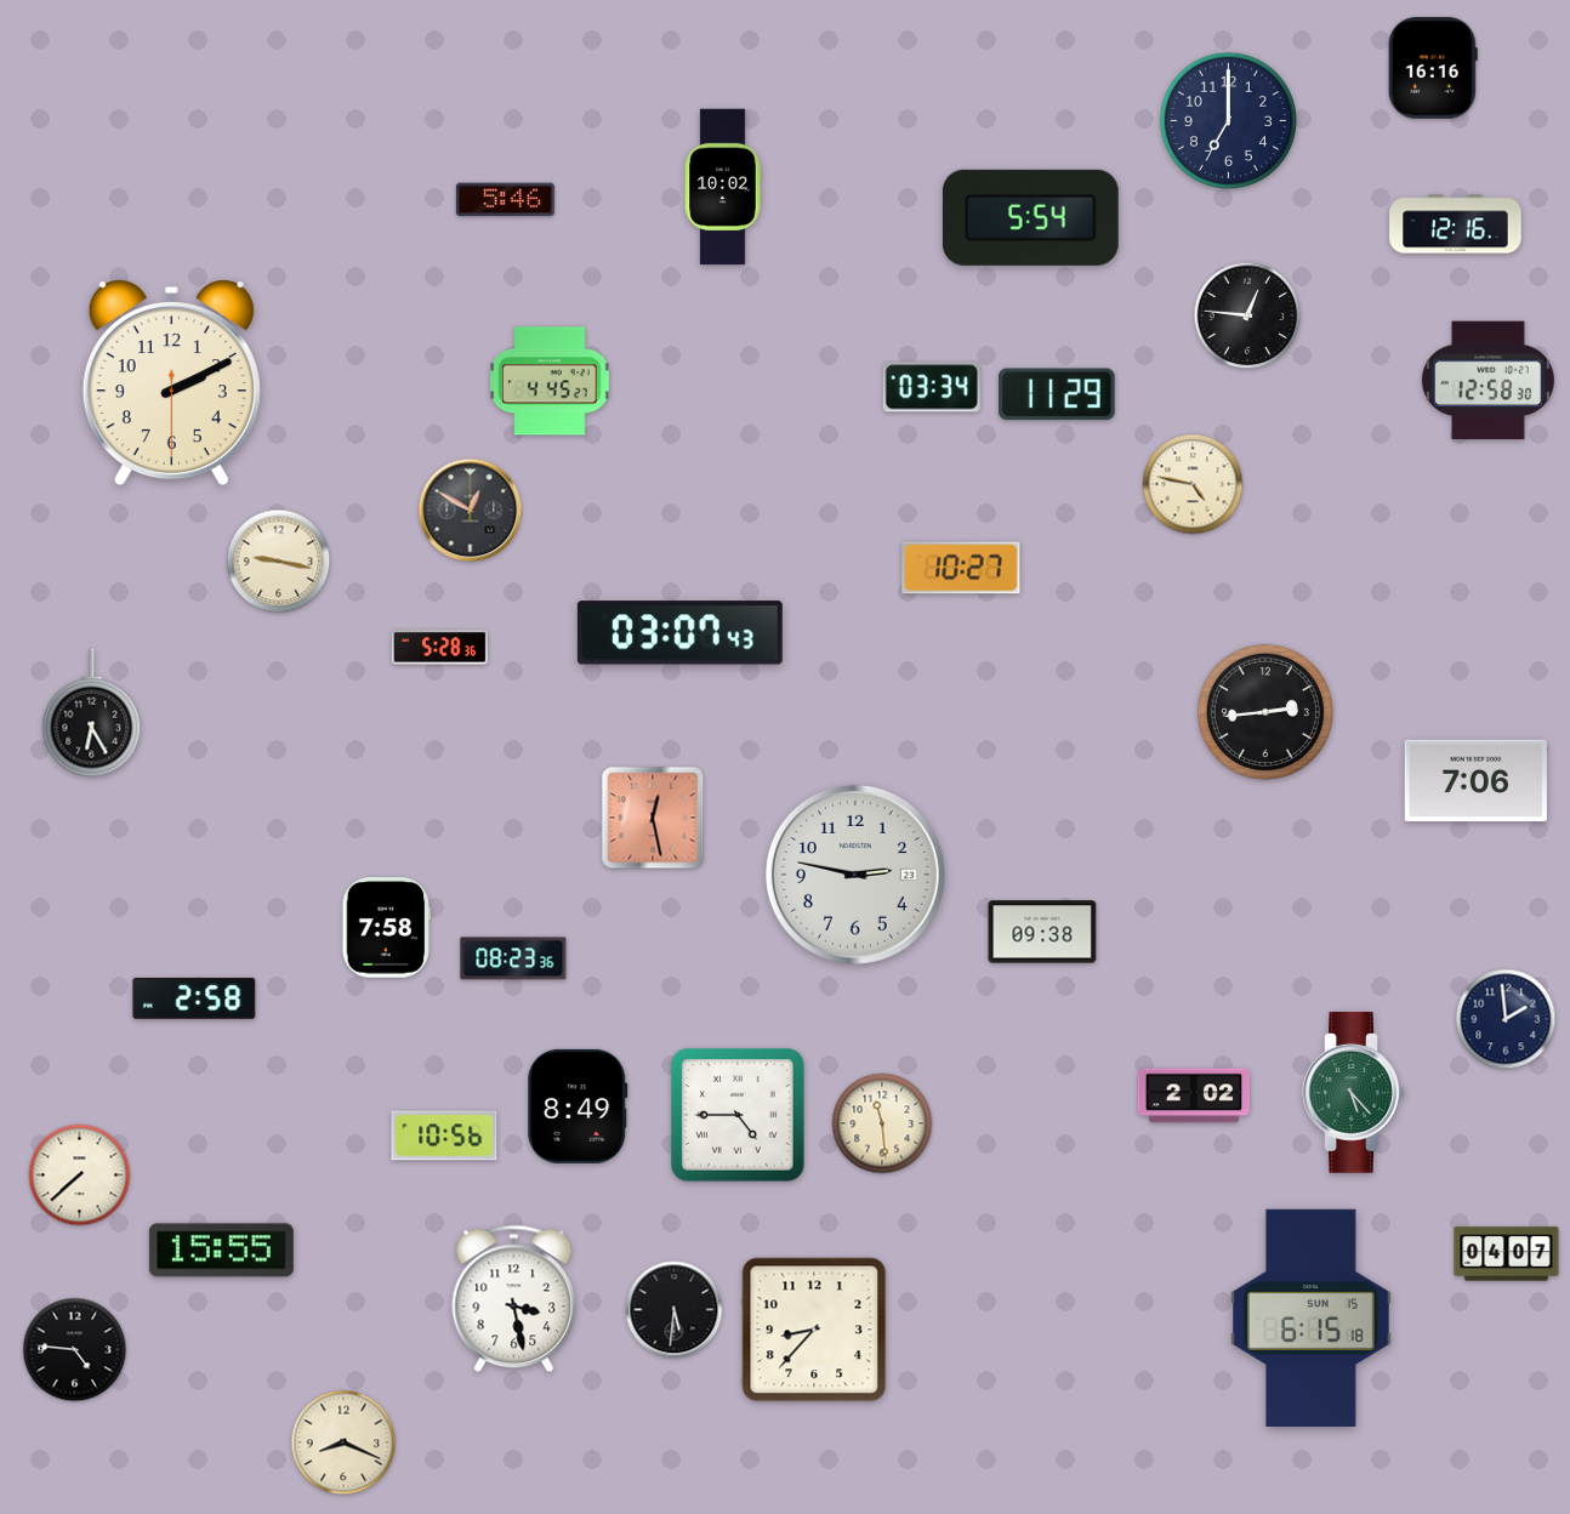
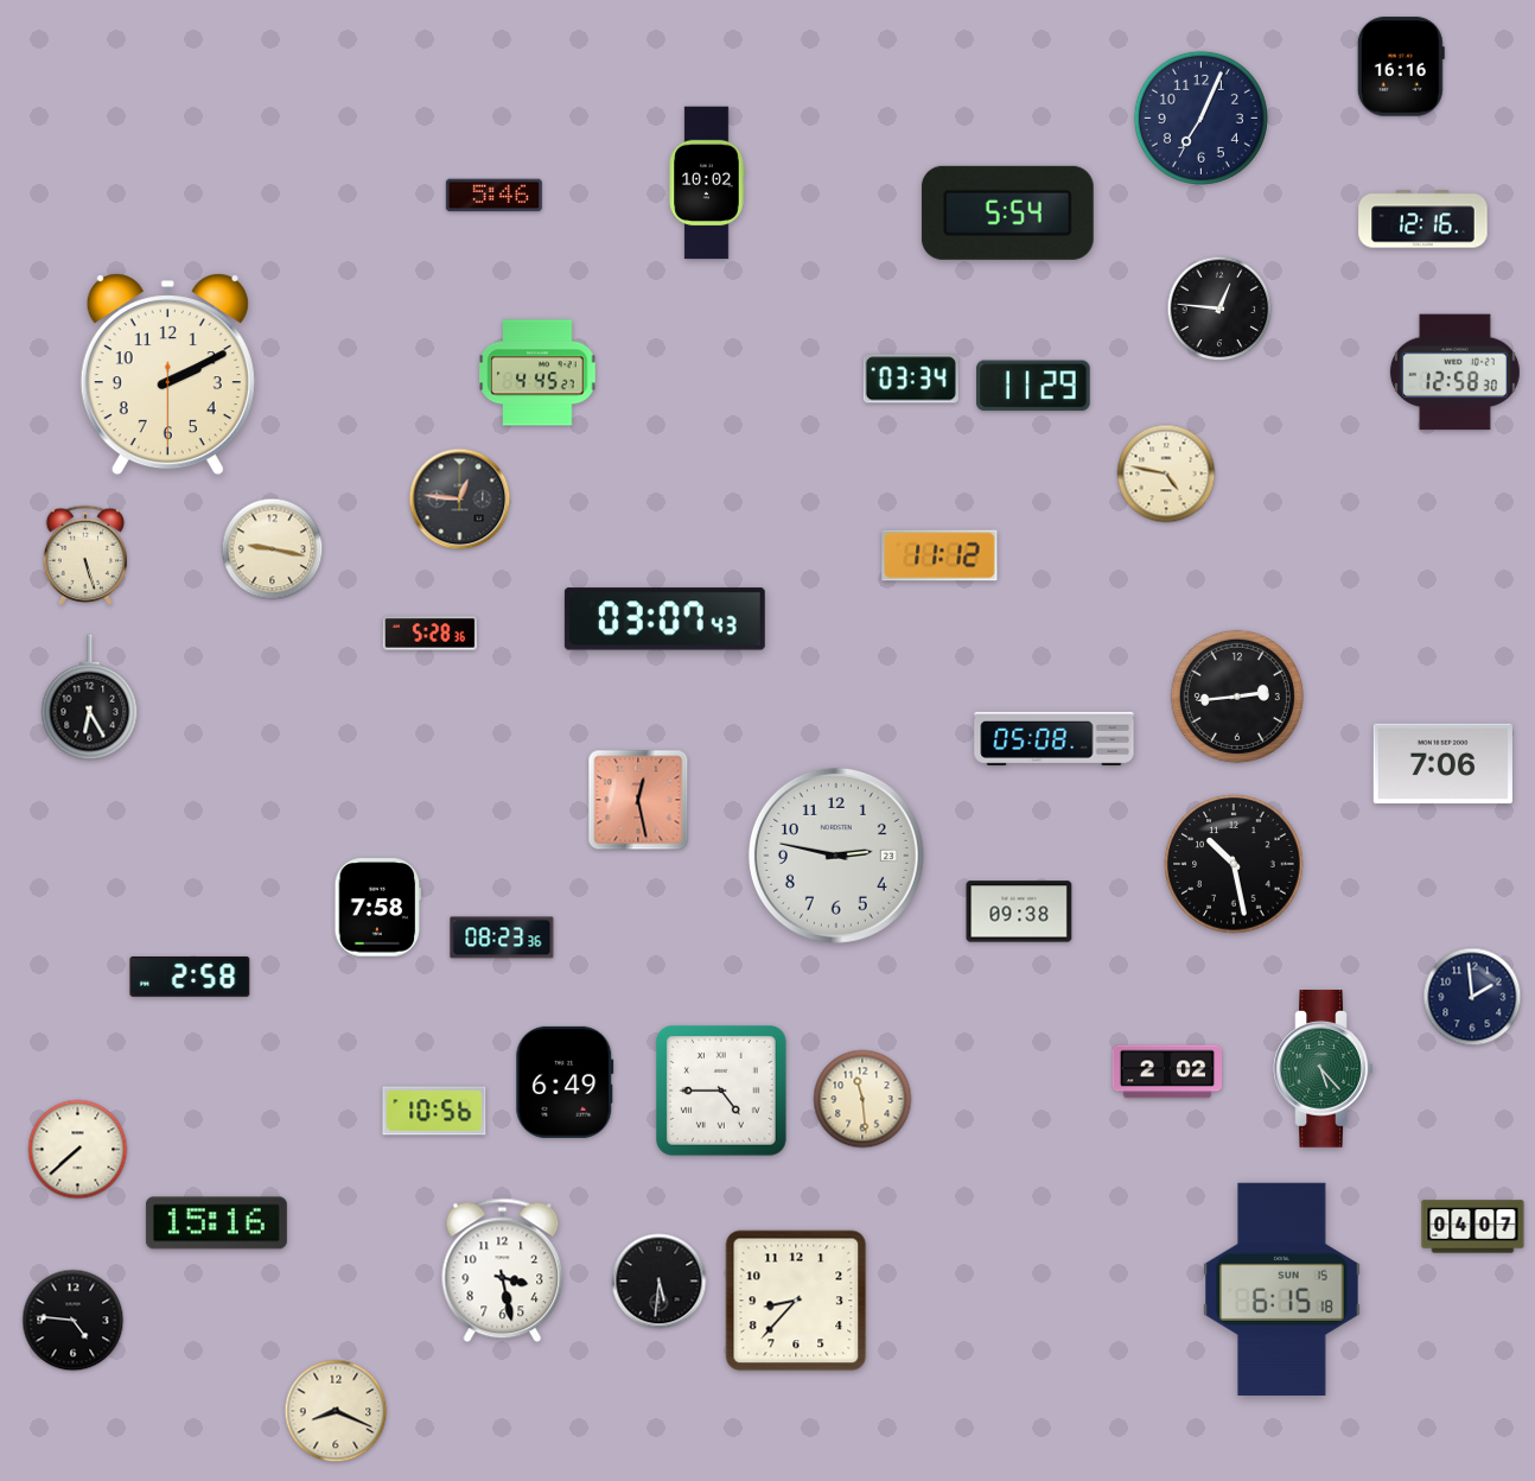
clock at (1228, 120): 7:00 -> 7:04
clock at (471, 511): 12:50 -> 12:46
clock at (85, 554): none -> 5:27
clock at (961, 568): 10:27 -> 11:12
clock at (1055, 738): none -> 05:08
clock at (1234, 864): none -> 10:28
clock at (578, 1106): 8:49 -> 6:49
clock at (221, 1251): 15:55 -> 15:16
